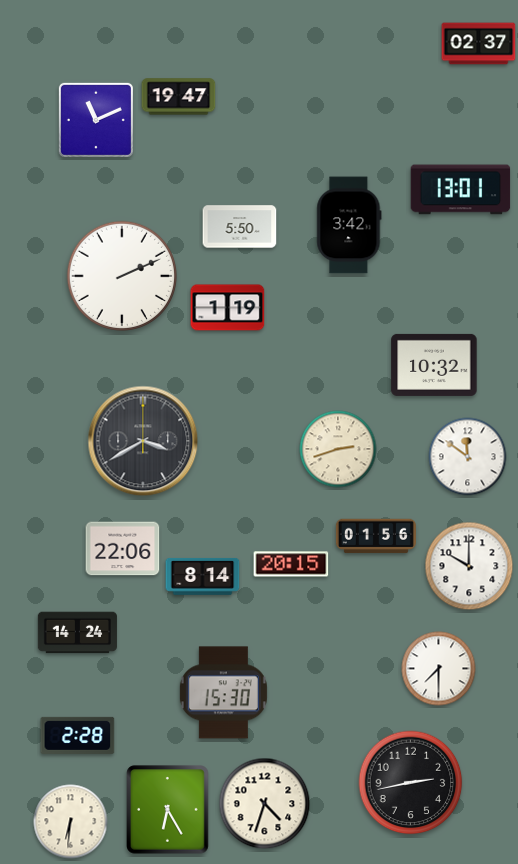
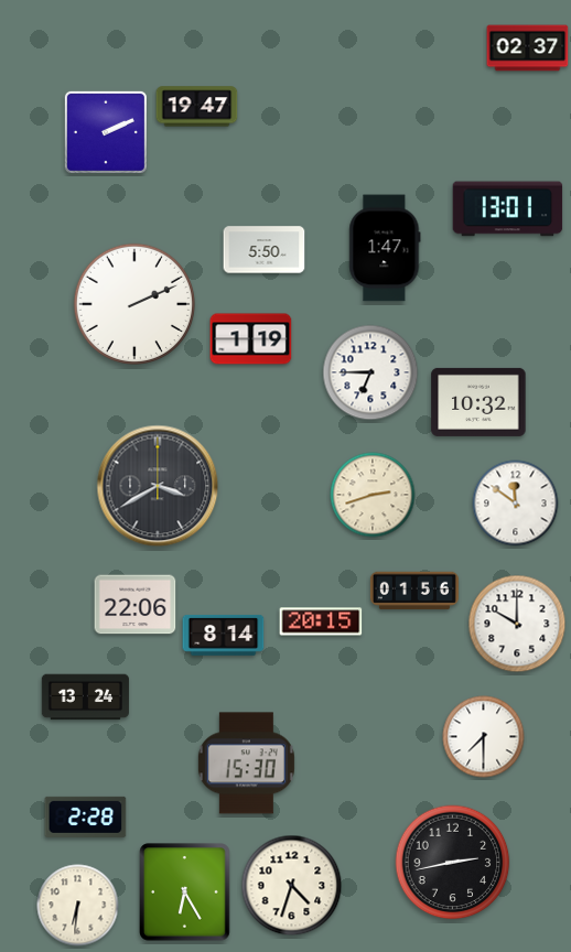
clock at (96, 120): 11:11 -> 2:11
clock at (349, 225): 3:42 -> 1:47
clock at (370, 372): none -> 6:45
clock at (77, 633): 14:24 -> 13:24
clock at (78, 735) position: (78, 735) -> (86, 816)
